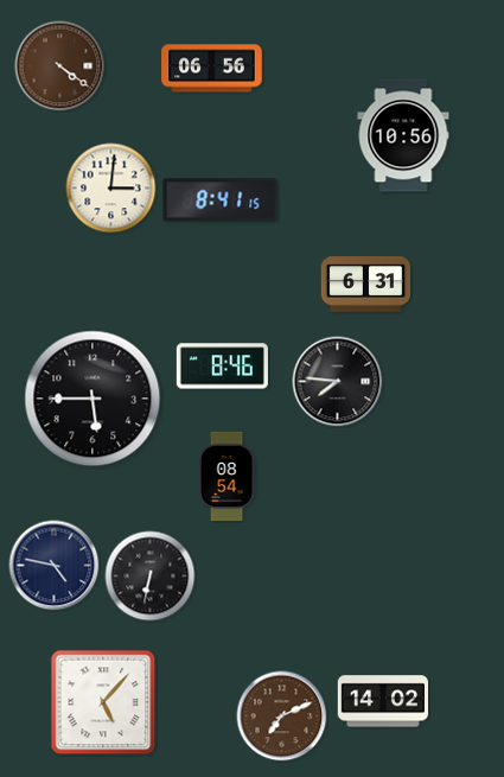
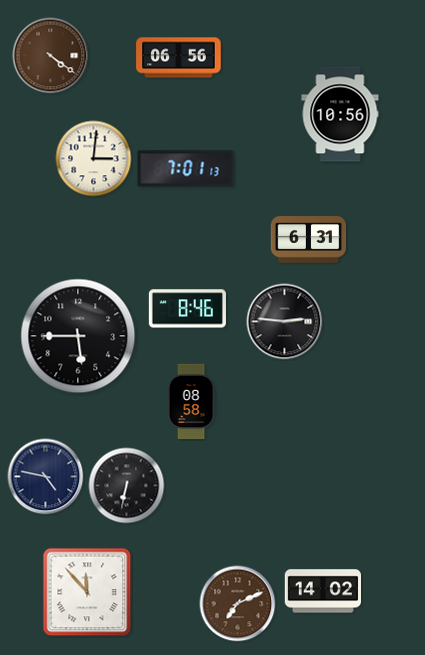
clock at (221, 200): 8:41 -> 7:01
clock at (338, 382): 7:46 -> 2:46
clock at (227, 477): 08:54 -> 08:58
clock at (103, 702): 5:07 -> 11:53
